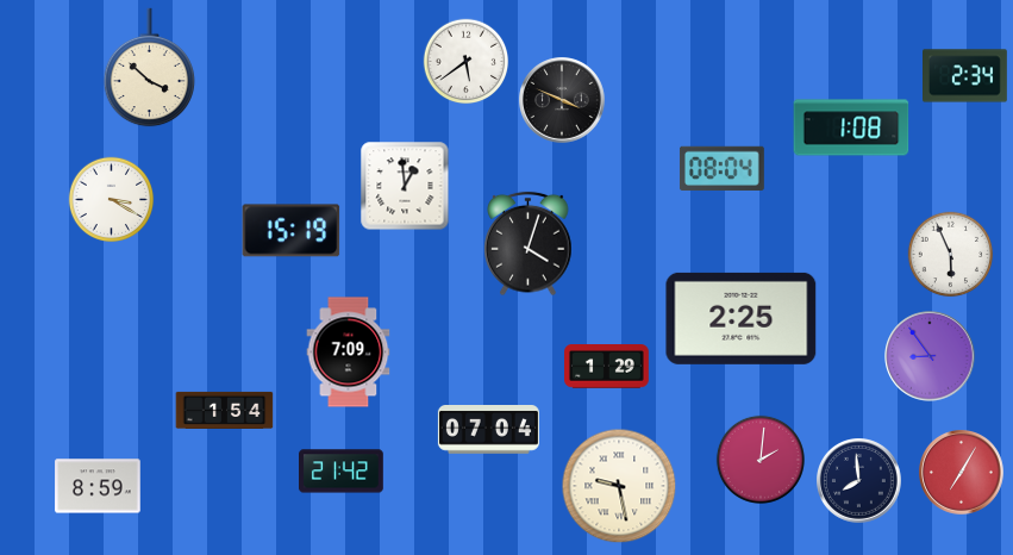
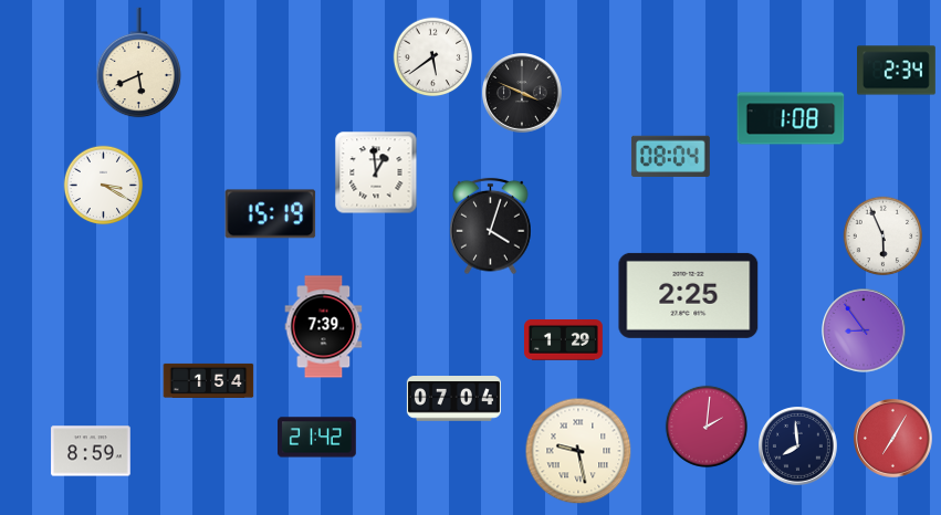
clock at (150, 68): 3:52 -> 5:41
clock at (349, 353): 7:09 -> 7:39
clock at (619, 486) position: (619, 486) -> (578, 451)
